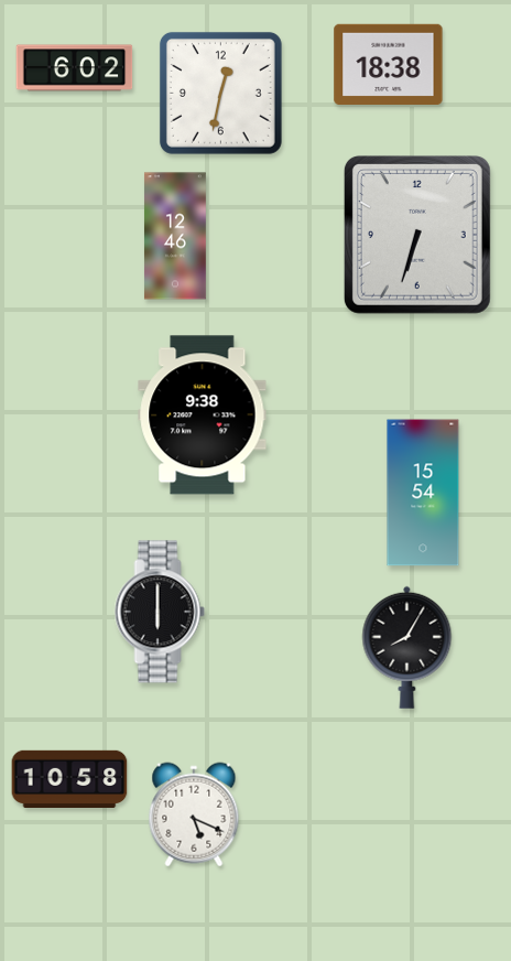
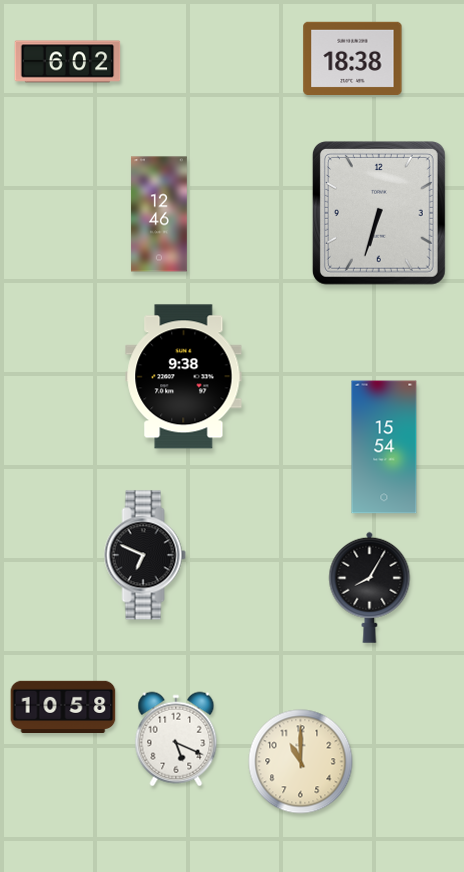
clock at (220, 93): 12:32 -> none
clock at (160, 612): 6:00 -> 6:49
clock at (301, 762): none -> 11:00
